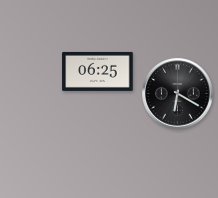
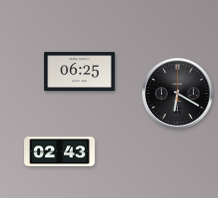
clock at (98, 71) position: (98, 71) -> (80, 71)
clock at (60, 152): none -> 02:43
